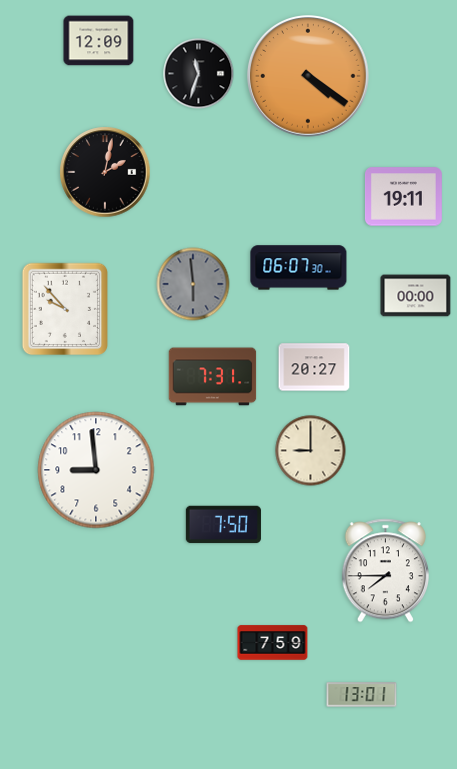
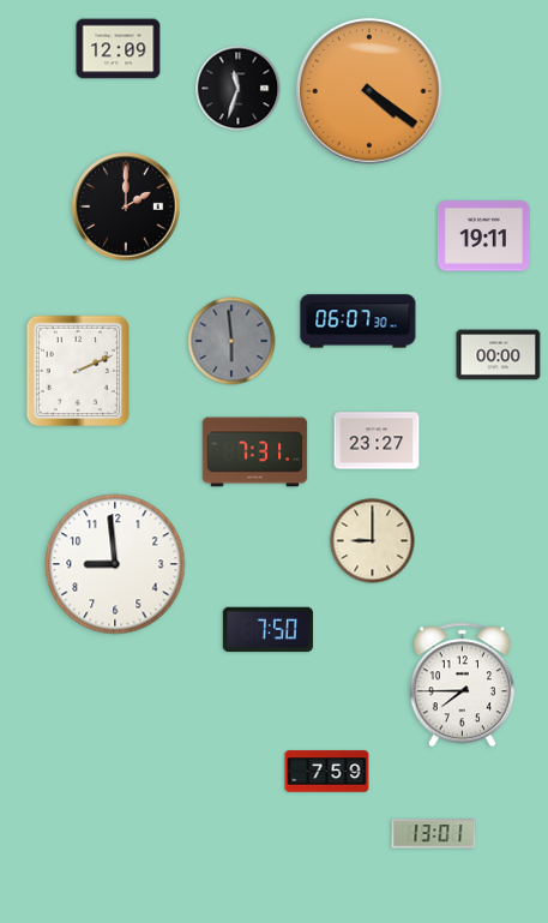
clock at (105, 172): 2:02 -> 2:00
clock at (65, 309): 9:53 -> 2:11
clock at (314, 367): 20:27 -> 23:27
